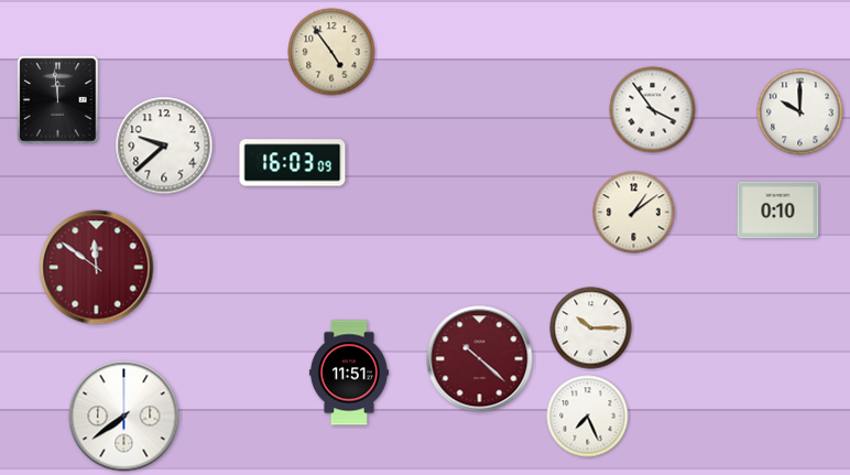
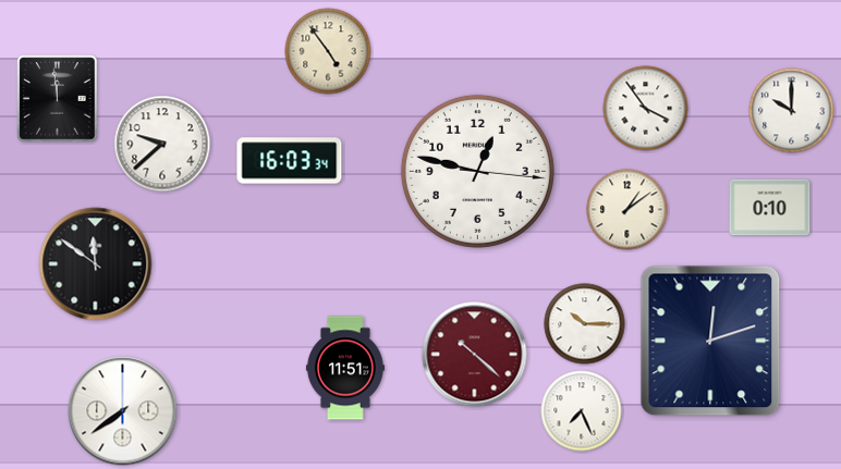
clock at (293, 163): 16:03:09 -> 16:03:34
clock at (477, 171): none -> 12:47
clock at (97, 268) dial: burgundy -> black
clock at (710, 341): none -> 12:12
